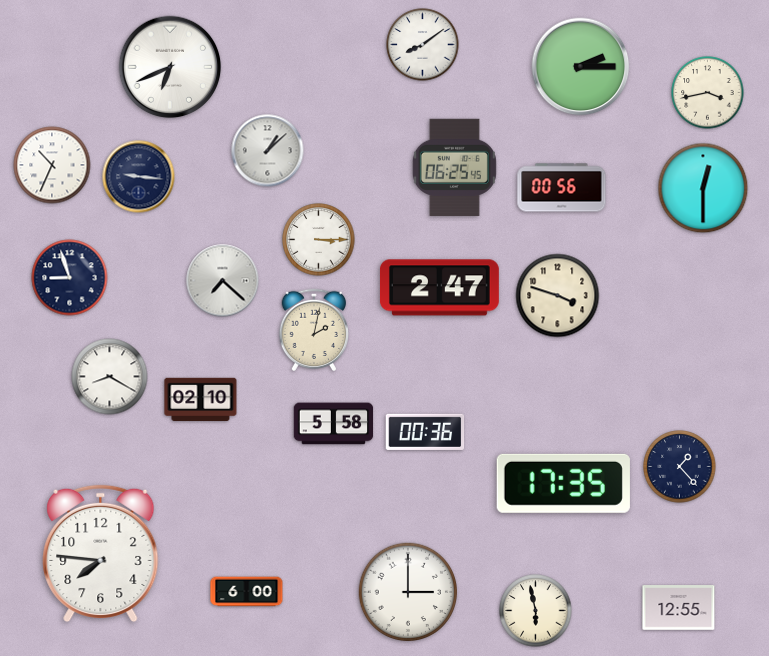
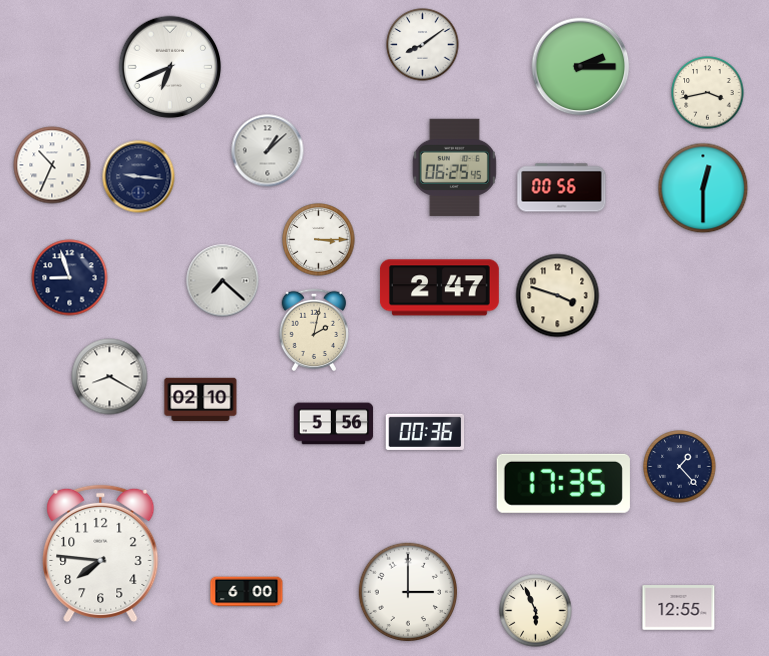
clock at (334, 424): 5:58 -> 5:56
clock at (536, 611): 5:58 -> 5:56
